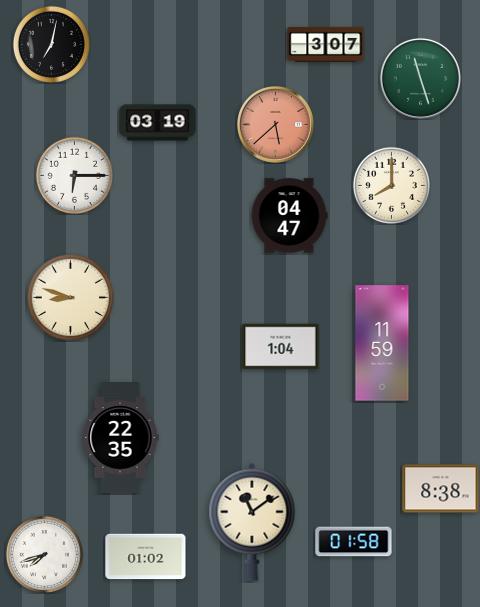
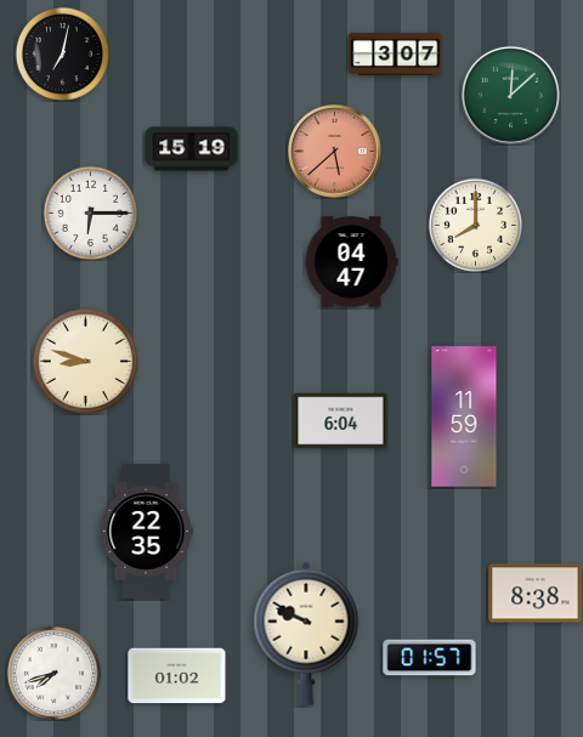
clock at (420, 78): 11:27 -> 12:08
clock at (158, 123): 03:19 -> 15:19
clock at (281, 347): 1:04 -> 6:04
clock at (252, 522): 11:09 -> 9:49
clock at (354, 542): 01:58 -> 01:57
